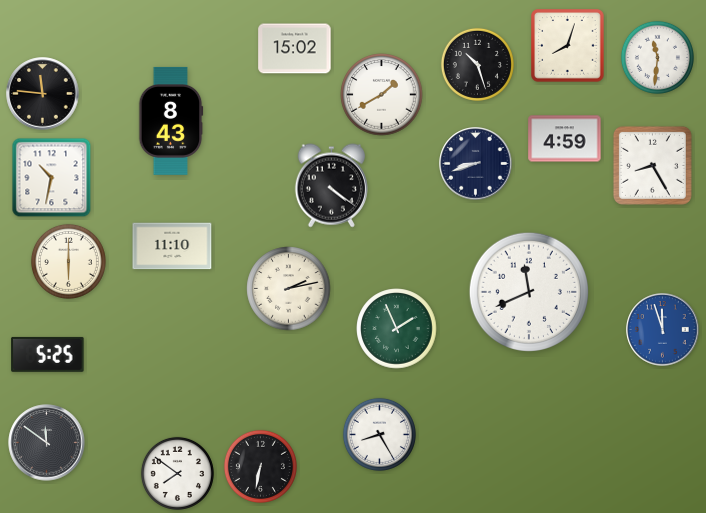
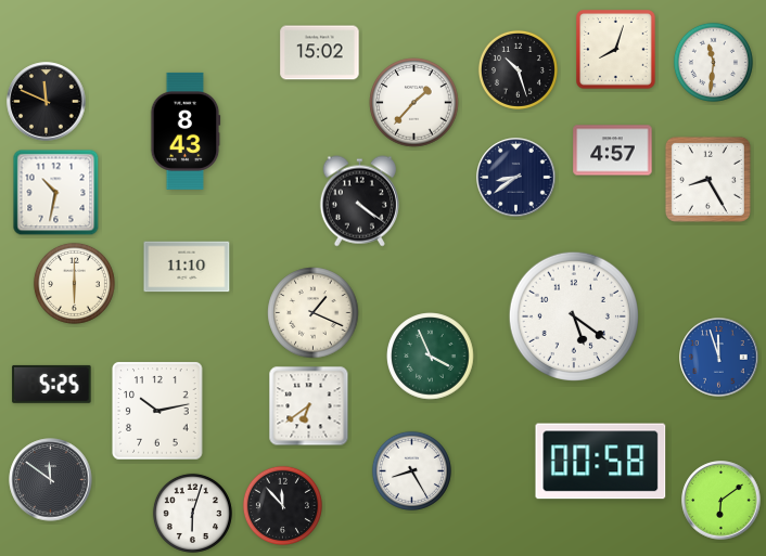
clock at (43, 94): 11:46 -> 11:49
clock at (382, 95): 1:40 -> 1:37
clock at (565, 139): 4:59 -> 4:57
clock at (476, 164): 8:42 -> 8:39
clock at (289, 289): 2:13 -> 1:19
clock at (529, 292): 11:41 -> 5:21
clock at (397, 329): 1:56 -> 3:56
clock at (309, 406): none -> 6:39
clock at (157, 411): none -> 10:13
clock at (601, 462): none -> 00:58
clock at (722, 501): none -> 6:09
clock at (260, 466): 6:32 -> 11:53
clock at (177, 473): 7:51 -> 6:03
